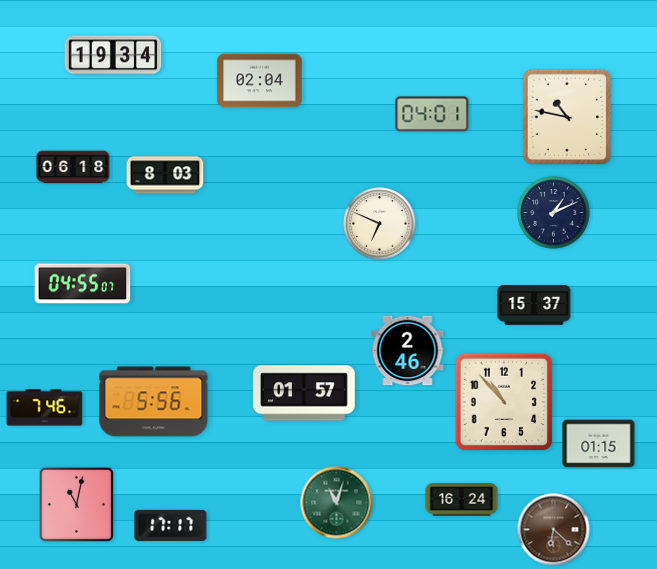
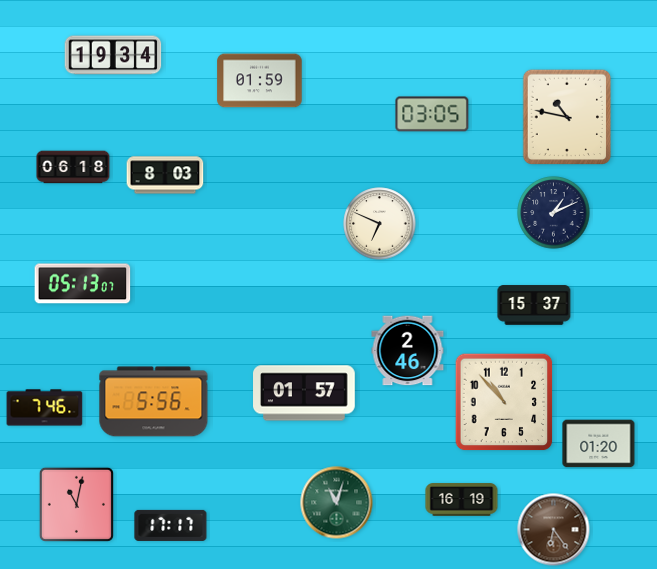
clock at (260, 81): 02:04 -> 01:59
clock at (432, 114): 04:01 -> 03:05
clock at (83, 284): 04:55 -> 05:13
clock at (599, 444): 01:15 -> 01:20
clock at (462, 500): 16:24 -> 16:19
clock at (554, 530): 6:22 -> 6:24
